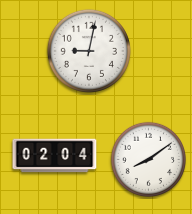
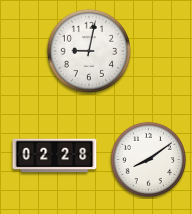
clock at (55, 156): 02:04 -> 02:28
